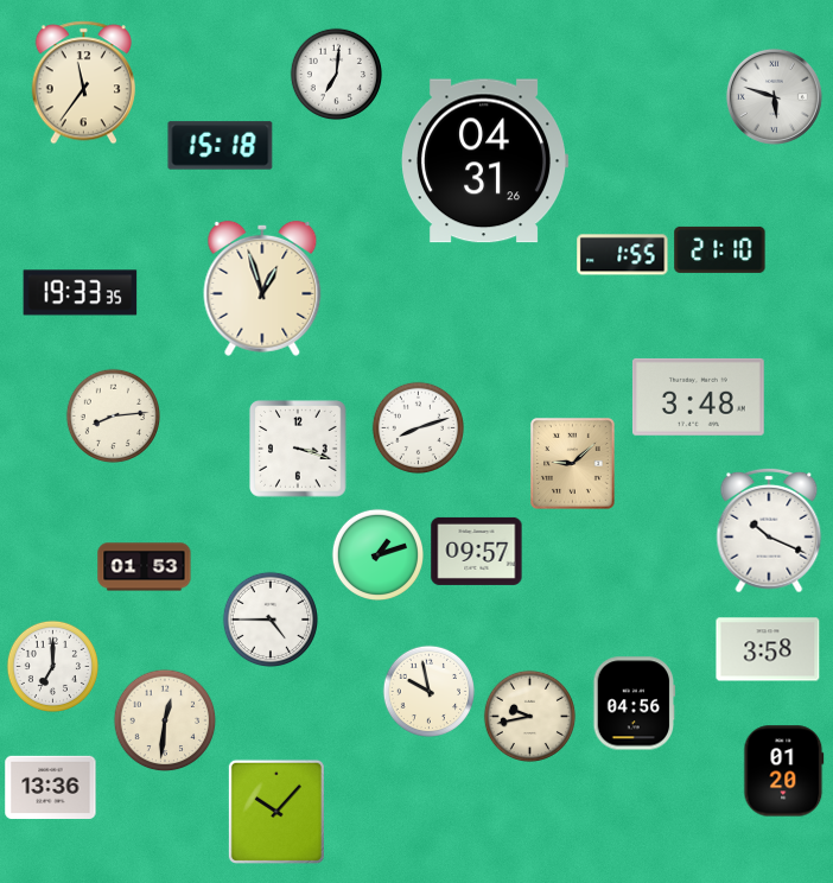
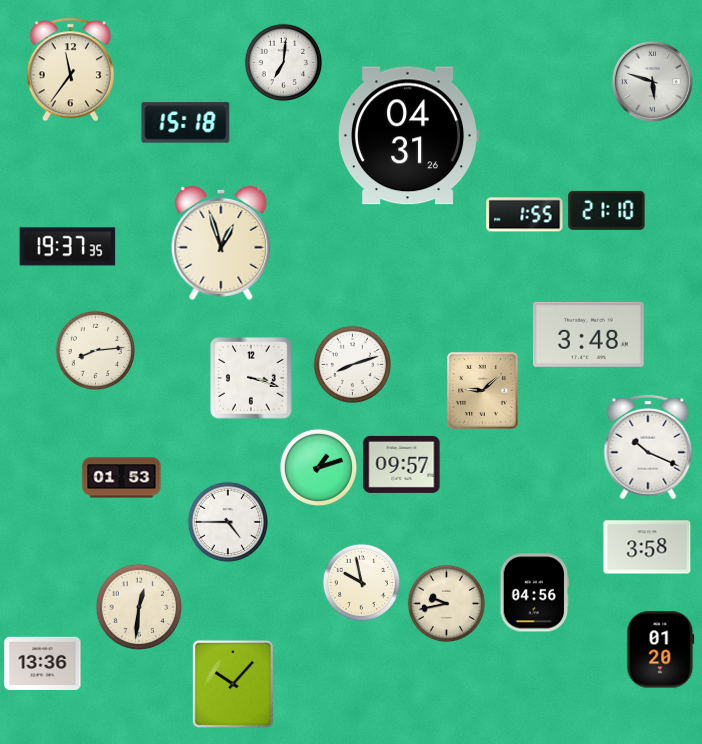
clock at (81, 293): 19:33 -> 19:37
clock at (418, 427) position: (418, 427) -> (352, 364)
clock at (52, 666): 7:00 -> none
